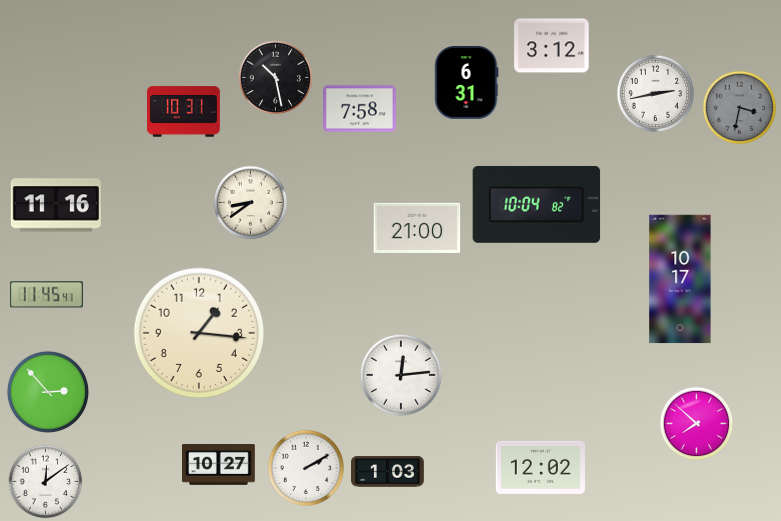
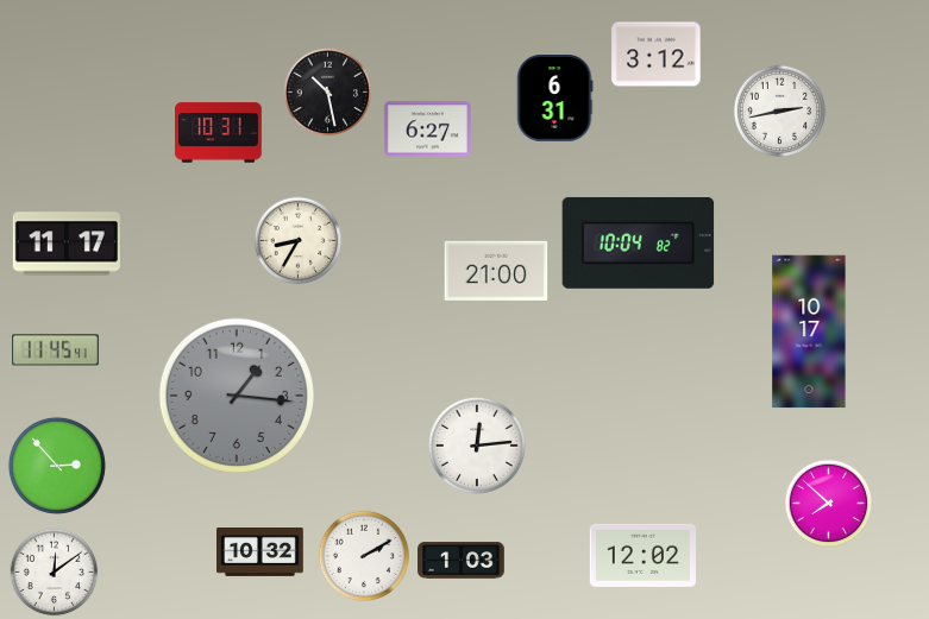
clock at (740, 108): 3:32 -> none
clock at (360, 109): 7:58 -> 6:27
clock at (251, 203): 8:39 -> 8:35
clock at (56, 205): 11:16 -> 11:17
clock at (199, 333) dial: cream -> grey
clock at (219, 465): 10:27 -> 10:32
